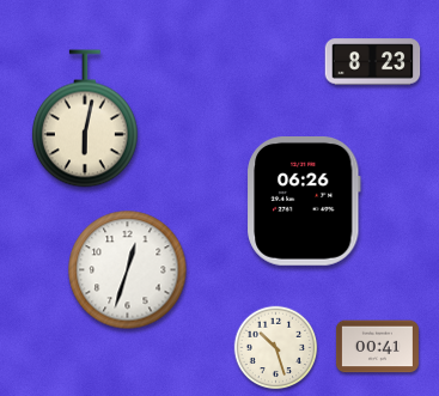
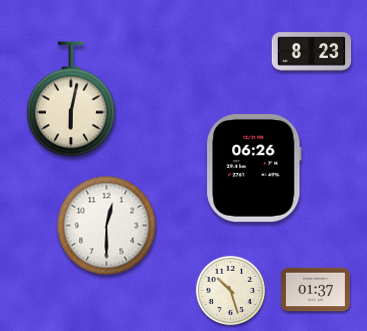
clock at (128, 270): 12:33 -> 12:30
clock at (377, 347): 00:41 -> 01:37
